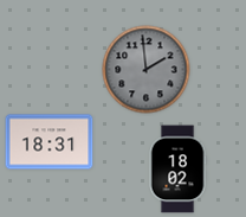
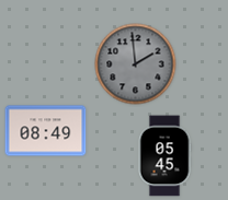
clock at (50, 142): 18:31 -> 08:49
clock at (177, 170): 18:02 -> 05:45
